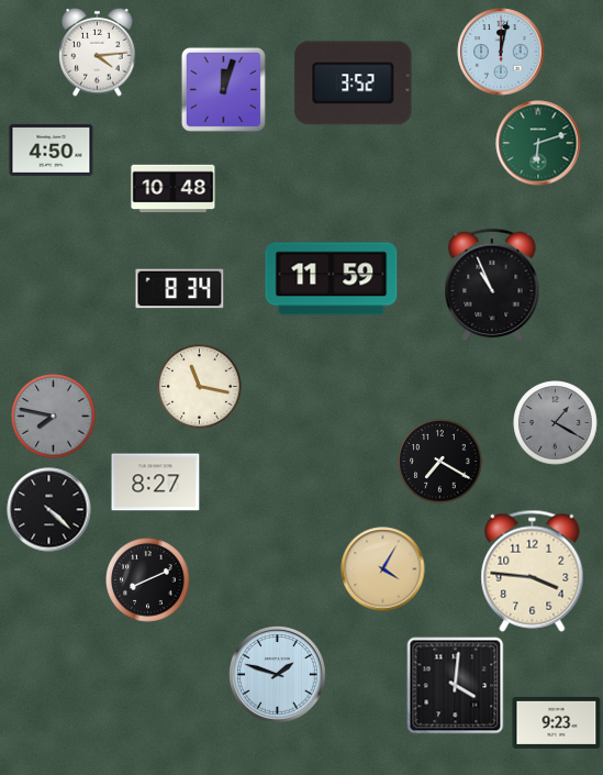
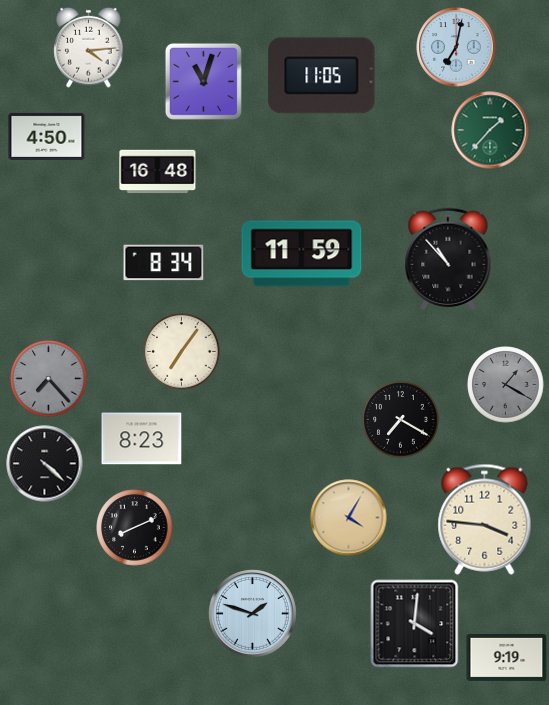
clock at (501, 52): 12:02 -> 7:02
clock at (354, 84): 3:52 -> 11:05
clock at (223, 89): 12:03 -> 11:03
clock at (538, 143): 6:12 -> 1:37
clock at (174, 189): 10:48 -> 16:48
clock at (492, 285): 10:56 -> 10:53
clock at (200, 387): 11:17 -> 7:06
clock at (54, 417): 7:47 -> 7:23
clock at (156, 483): 8:27 -> 8:23
clock at (557, 722): 9:23 -> 9:19
